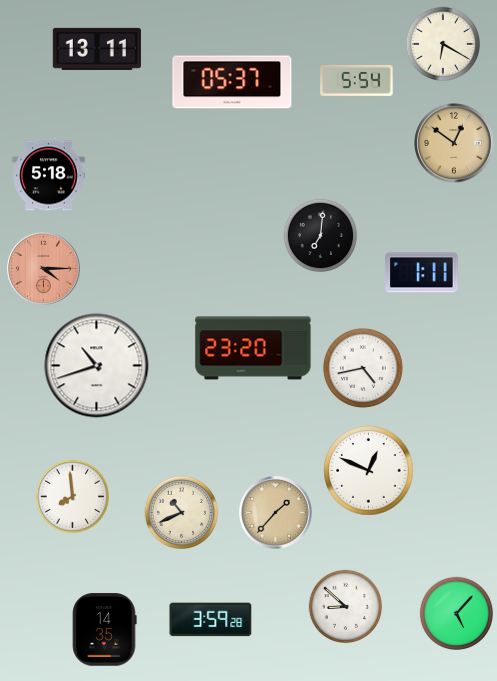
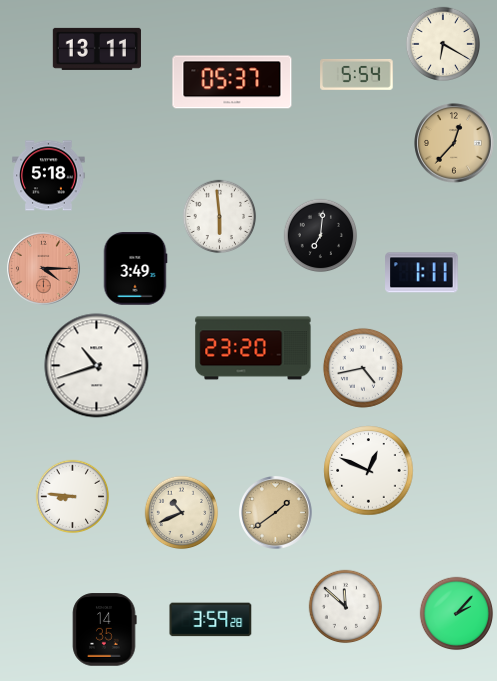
clock at (357, 80) position: (357, 80) -> (357, 74)
clock at (454, 143): 12:51 -> 12:37
clock at (220, 217): none -> 5:59
clock at (135, 269): none -> 3:49
clock at (73, 497): 7:59 -> 8:46
clock at (276, 513): 1:37 -> 1:39
clock at (346, 607): 8:52 -> 11:52
clock at (457, 614): 5:07 -> 2:07
